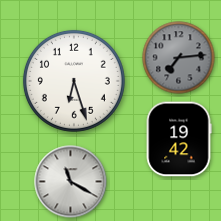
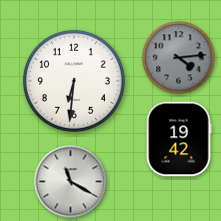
clock at (179, 58): 7:14 -> 4:14
clock at (74, 81): 6:27 -> 6:31
